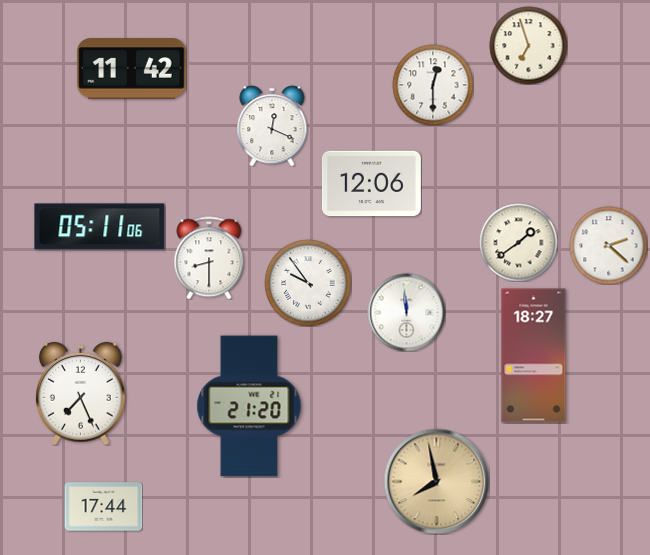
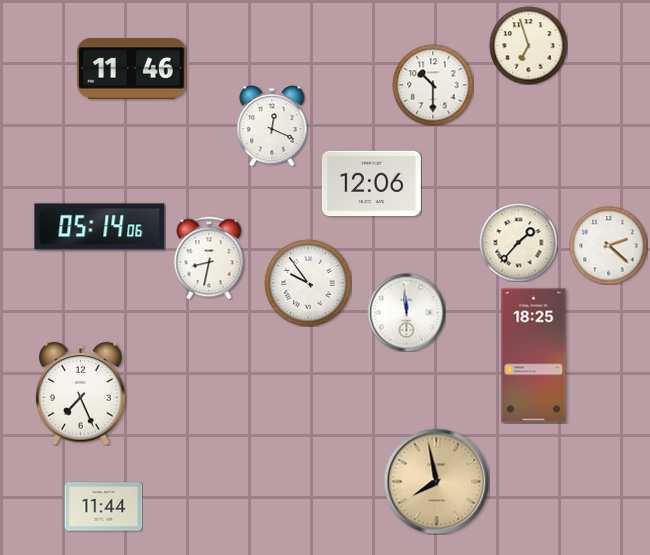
clock at (132, 69): 11:42 -> 11:46
clock at (433, 85): 12:30 -> 10:30
clock at (100, 227): 05:11 -> 05:14
clock at (518, 242): 1:39 -> 1:37
clock at (209, 258): 8:30 -> 8:32
clock at (534, 356): 18:27 -> 18:25
clock at (249, 406): 21:20 -> none
clock at (103, 507): 17:44 -> 11:44
